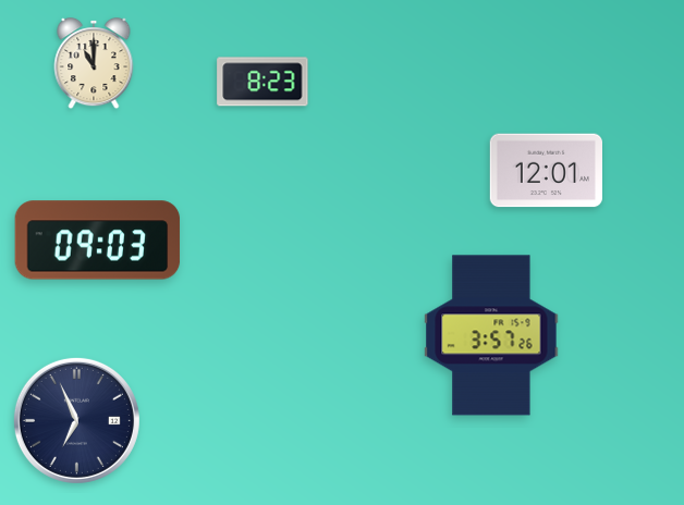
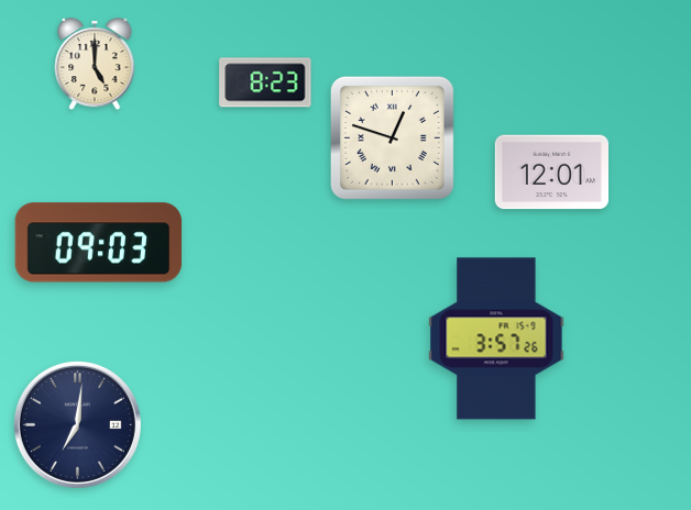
clock at (94, 64): 11:00 -> 5:00
clock at (392, 137): none -> 12:48
clock at (76, 420): 6:56 -> 7:01
